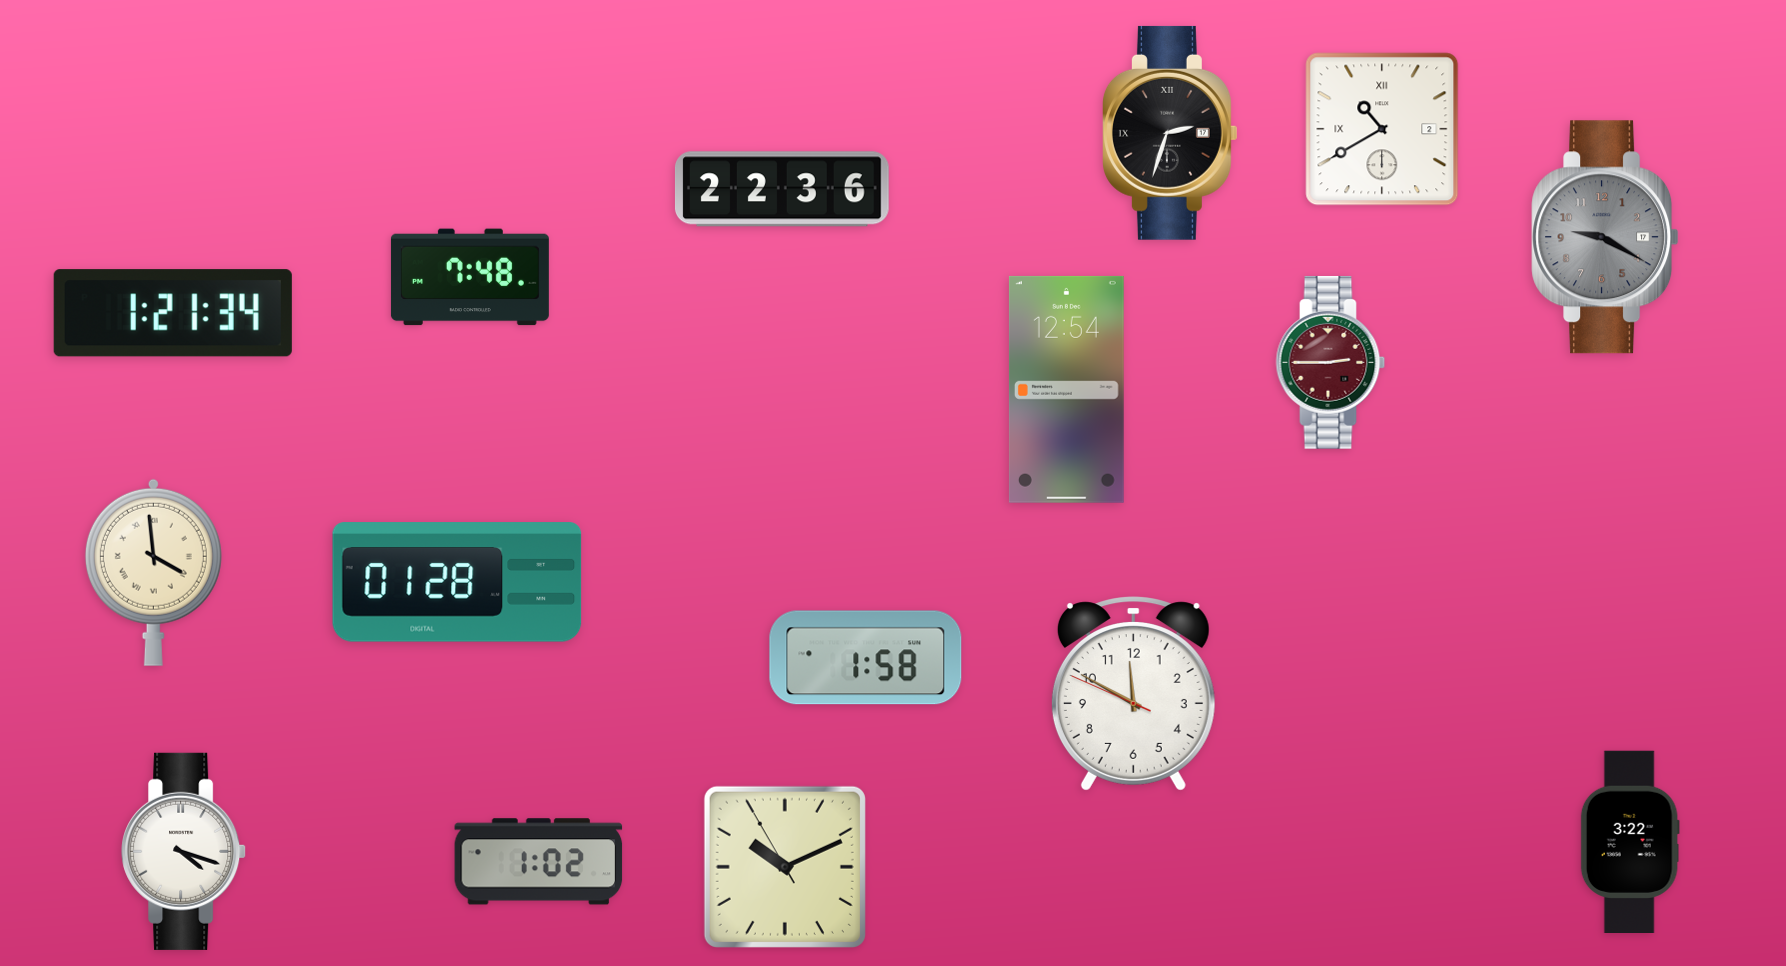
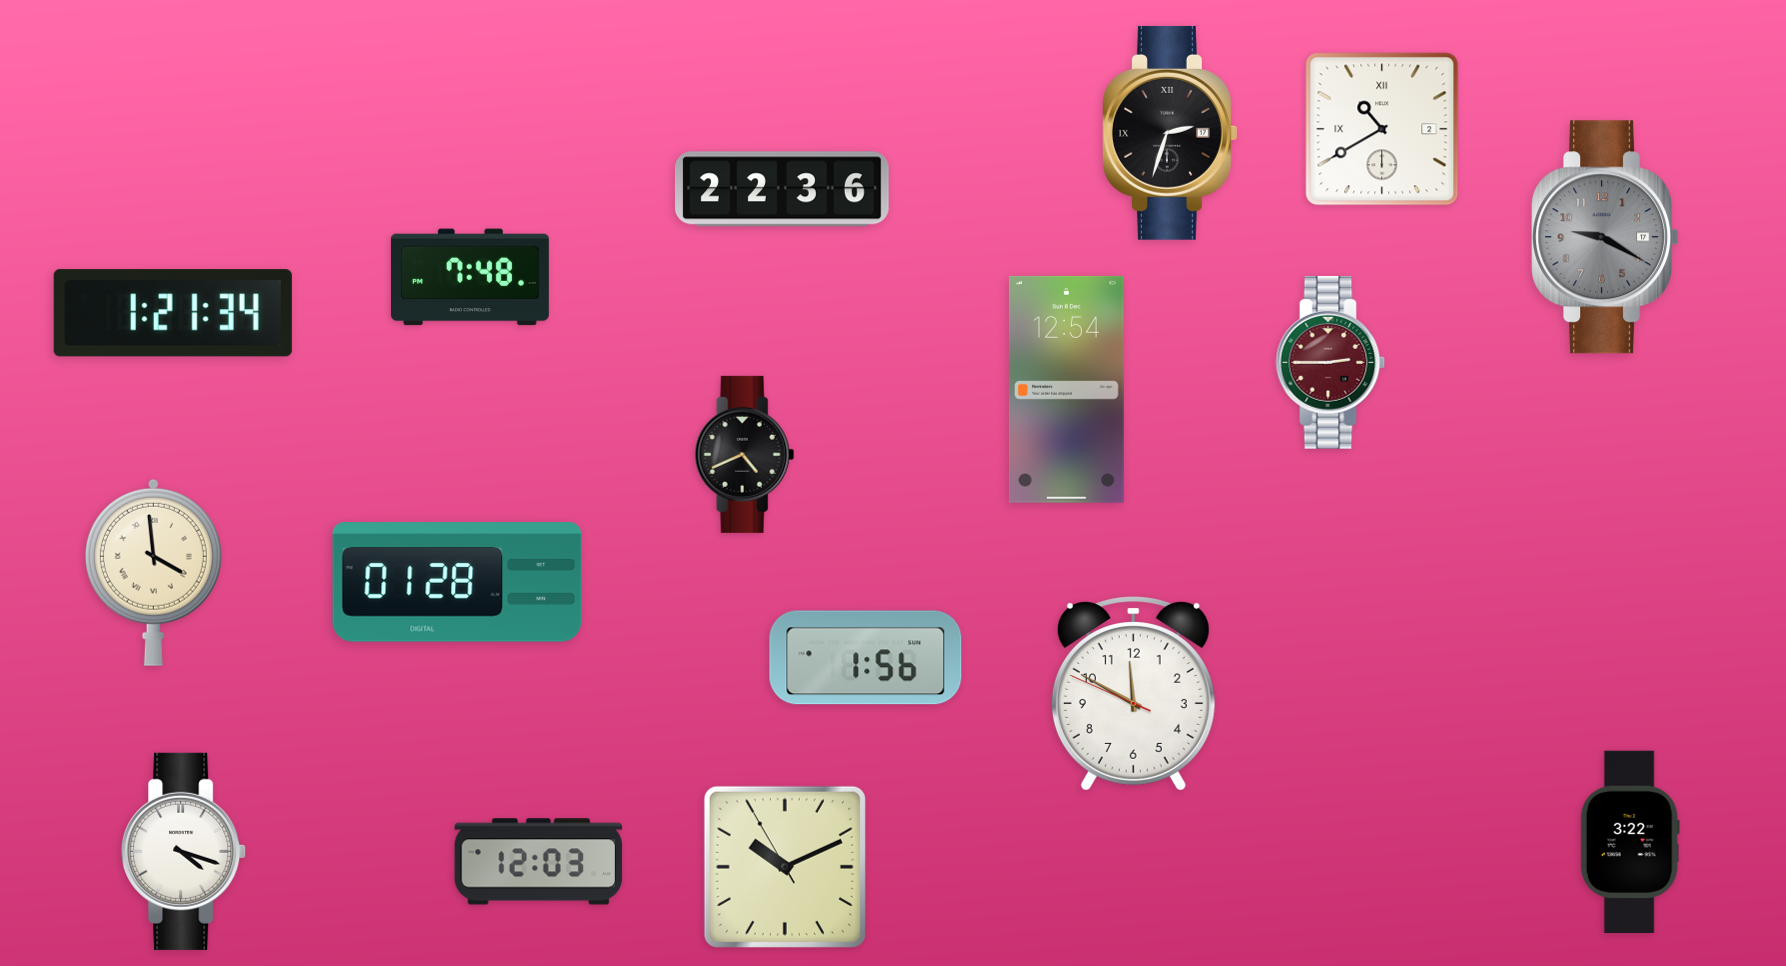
clock at (745, 454): none -> 4:41
clock at (866, 658): 1:58 -> 1:56
clock at (539, 862): 1:02 -> 12:03
